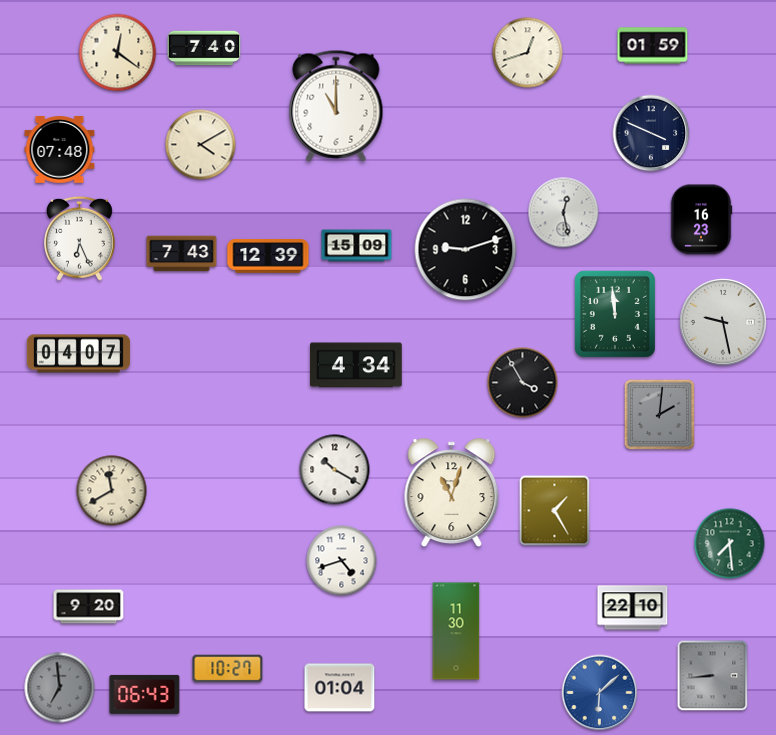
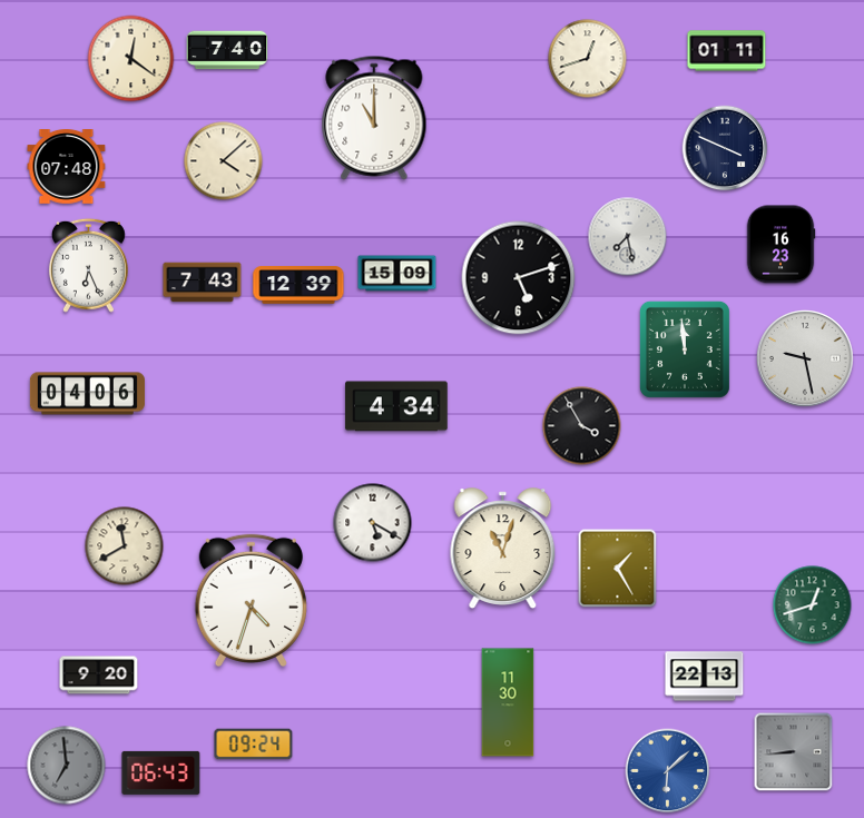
clock at (653, 46): 01:59 -> 01:11
clock at (204, 48) position: (204, 48) -> (227, 50)
clock at (201, 145): 4:10 -> 4:08
clock at (564, 213): 12:28 -> 7:28
clock at (466, 250): 9:12 -> 5:12
clock at (78, 354): 04:07 -> 04:06
clock at (659, 414): 2:01 -> none
clock at (335, 470): 10:20 -> 5:20
clock at (251, 601): none -> 4:33
clock at (730, 544): 7:29 -> 12:42
clock at (342, 561): 4:42 -> none
clock at (633, 608): 22:10 -> 22:13
clock at (228, 669): 10:27 -> 09:24
clock at (340, 688): 01:04 -> none
